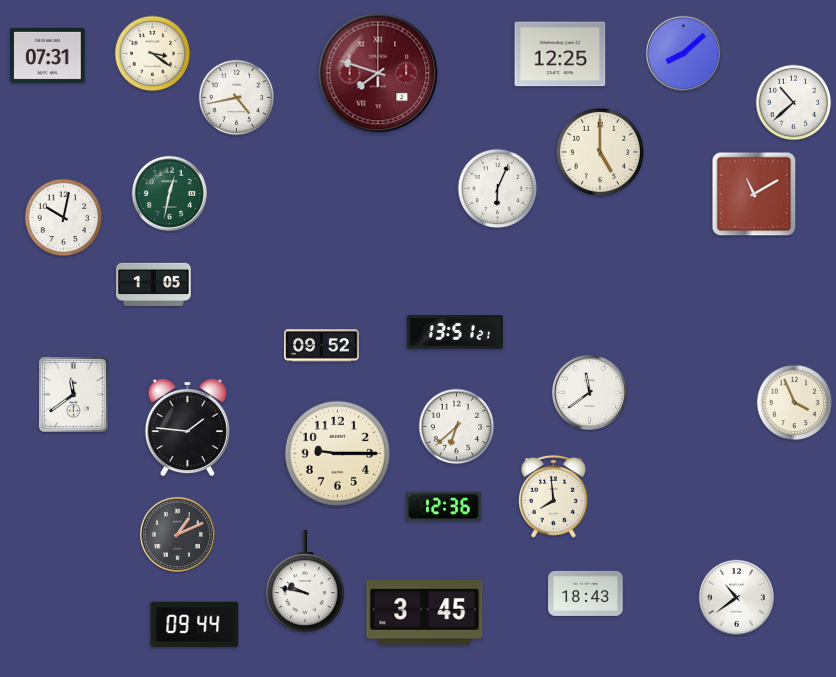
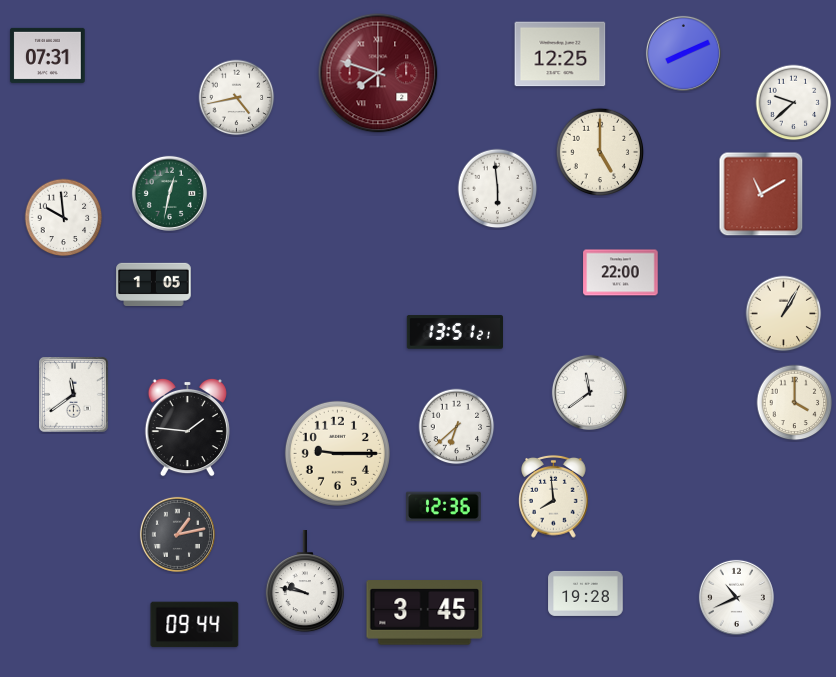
clock at (683, 53): 8:08 -> 8:11
clock at (153, 54): 3:21 -> none
clock at (794, 103): 10:38 -> 9:38
clock at (498, 189): 6:04 -> 5:59
clock at (754, 194) position: (754, 194) -> (761, 194)
clock at (64, 218): 10:02 -> 9:59
clock at (621, 273): none -> 22:00
clock at (784, 314): none -> 1:05
clock at (322, 346): 09:52 -> none
clock at (795, 403): 3:56 -> 4:00
clock at (177, 534): 1:11 -> 1:13
clock at (586, 593): 18:43 -> 19:28
clock at (736, 597): 10:39 -> 10:41
